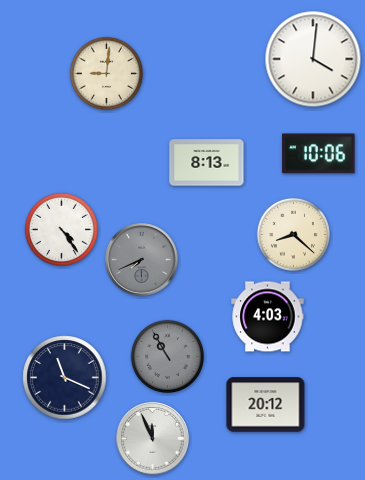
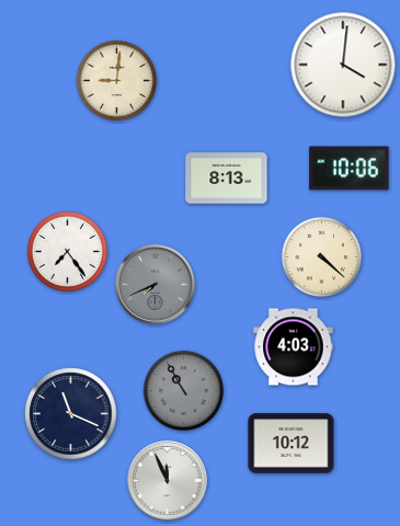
clock at (61, 229): 4:24 -> 7:24
clock at (293, 234): 8:22 -> 4:22
clock at (266, 405): 20:12 -> 10:12
